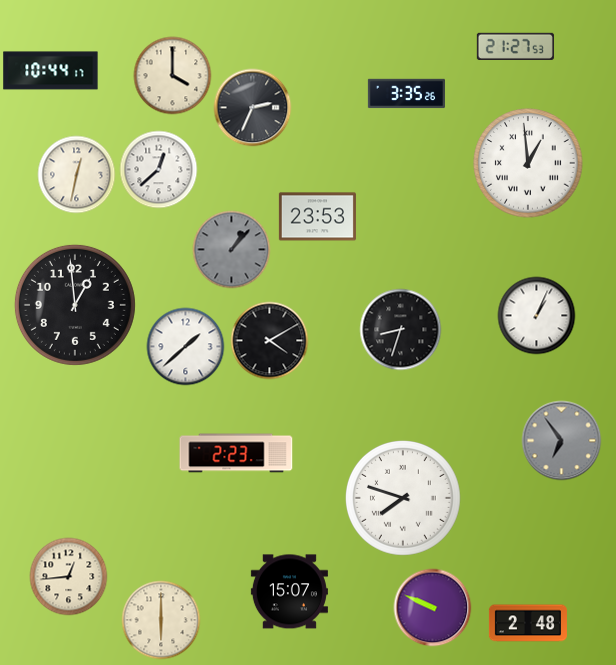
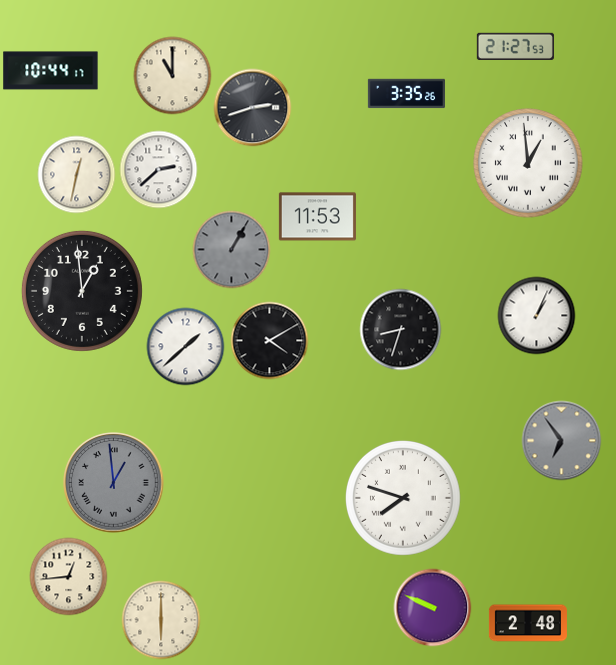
clock at (172, 75): 4:00 -> 11:00
clock at (252, 107): 2:34 -> 2:42
clock at (158, 169): 12:38 -> 2:38
clock at (317, 217): 23:53 -> 11:53
clock at (231, 249): 1:07 -> 1:05
clock at (75, 305) position: (75, 305) -> (82, 291)
clock at (236, 453): 2:23 -> none
clock at (114, 483): none -> 12:59
clock at (289, 592): 15:07 -> none
